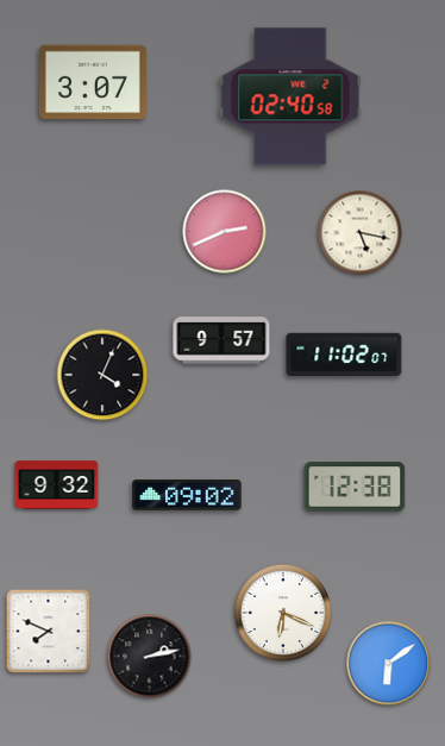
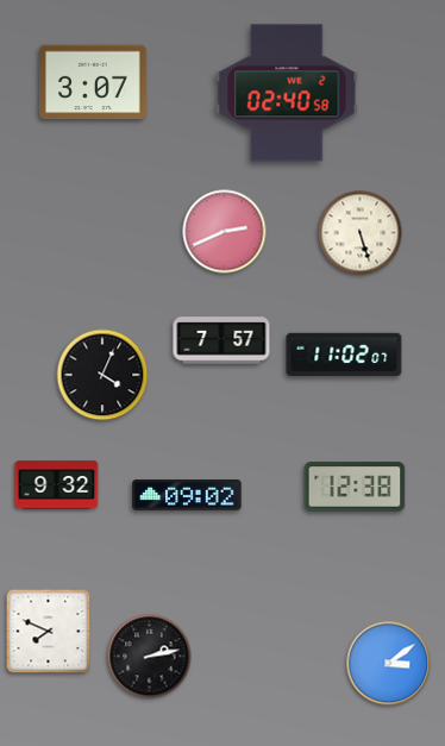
clock at (290, 96) position: (290, 96) -> (287, 93)
clock at (361, 233): 5:17 -> 5:27
clock at (221, 340): 9:57 -> 7:57
clock at (282, 612): 6:19 -> none
clock at (389, 664): 6:09 -> 3:09
